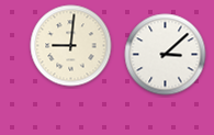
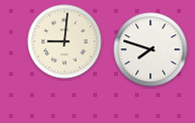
clock at (166, 55): 3:08 -> 7:48
